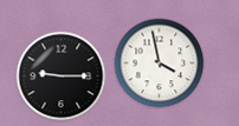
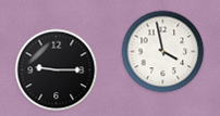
clock at (160, 64) position: (160, 64) -> (163, 52)
